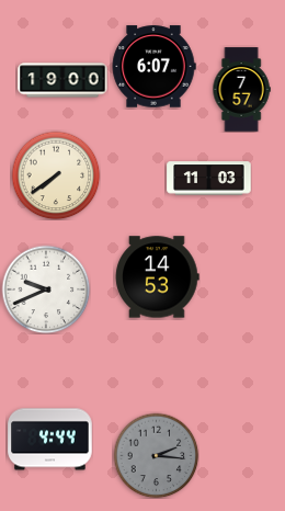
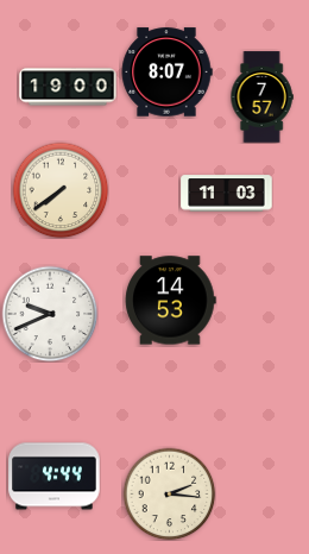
clock at (153, 67): 6:07 -> 8:07
clock at (156, 455) dial: grey -> cream
